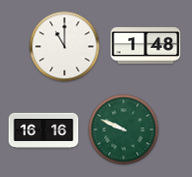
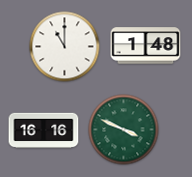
clock at (124, 130): 9:49 -> 3:49
